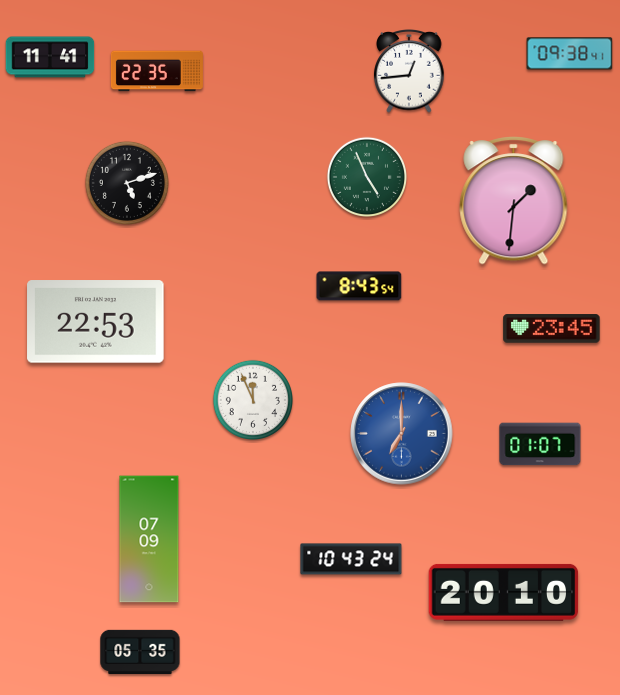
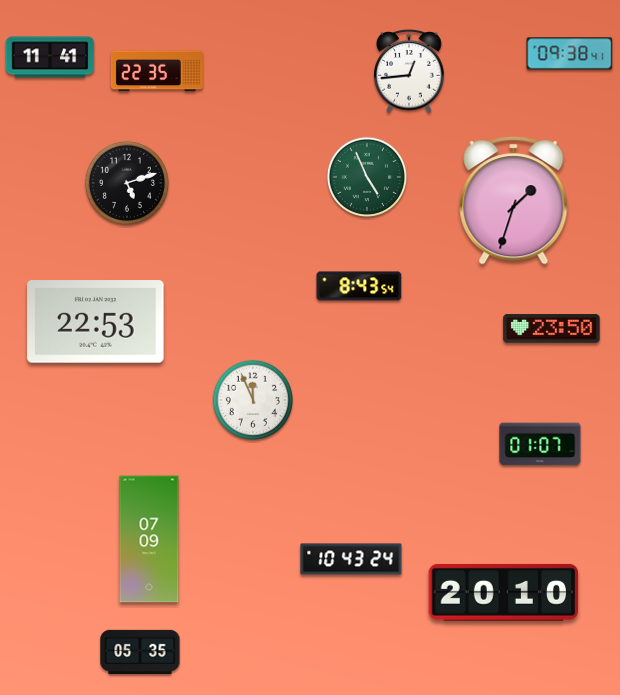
clock at (514, 201): 1:31 -> 1:33
clock at (552, 329): 23:45 -> 23:50
clock at (402, 434): 7:00 -> none
